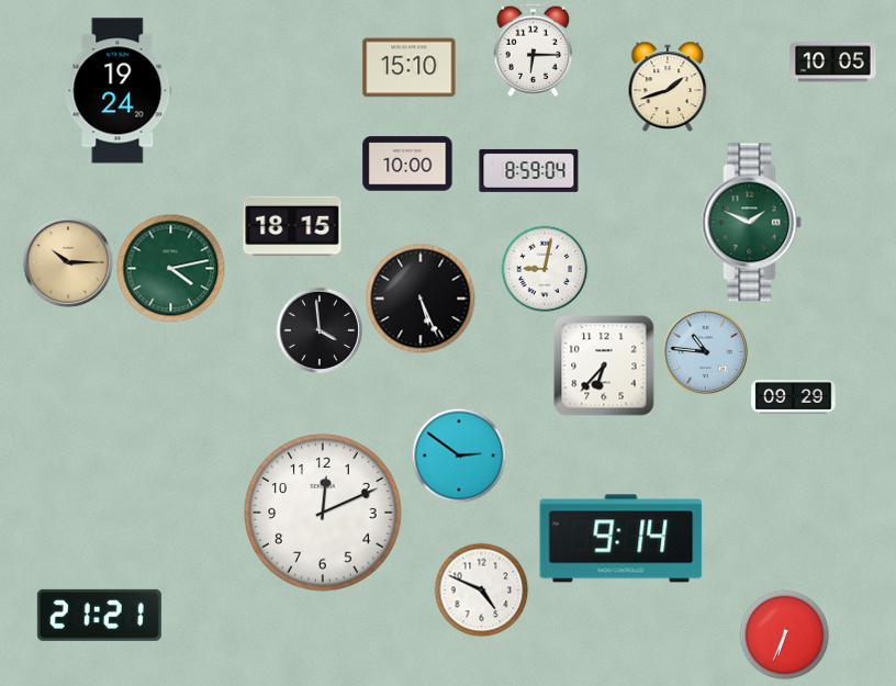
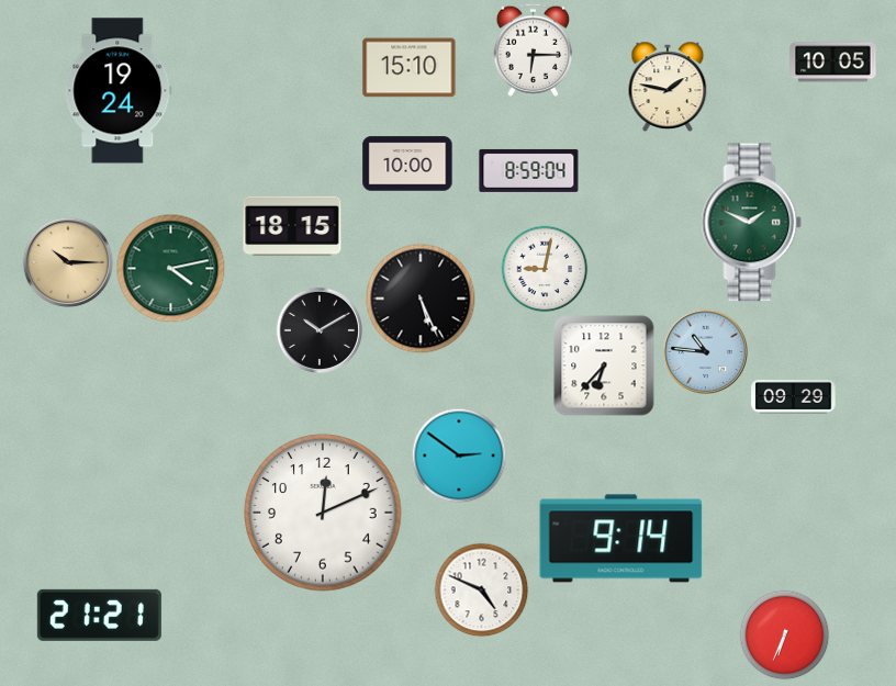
clock at (668, 86): 1:42 -> 1:47
clock at (318, 329): 3:59 -> 10:10
